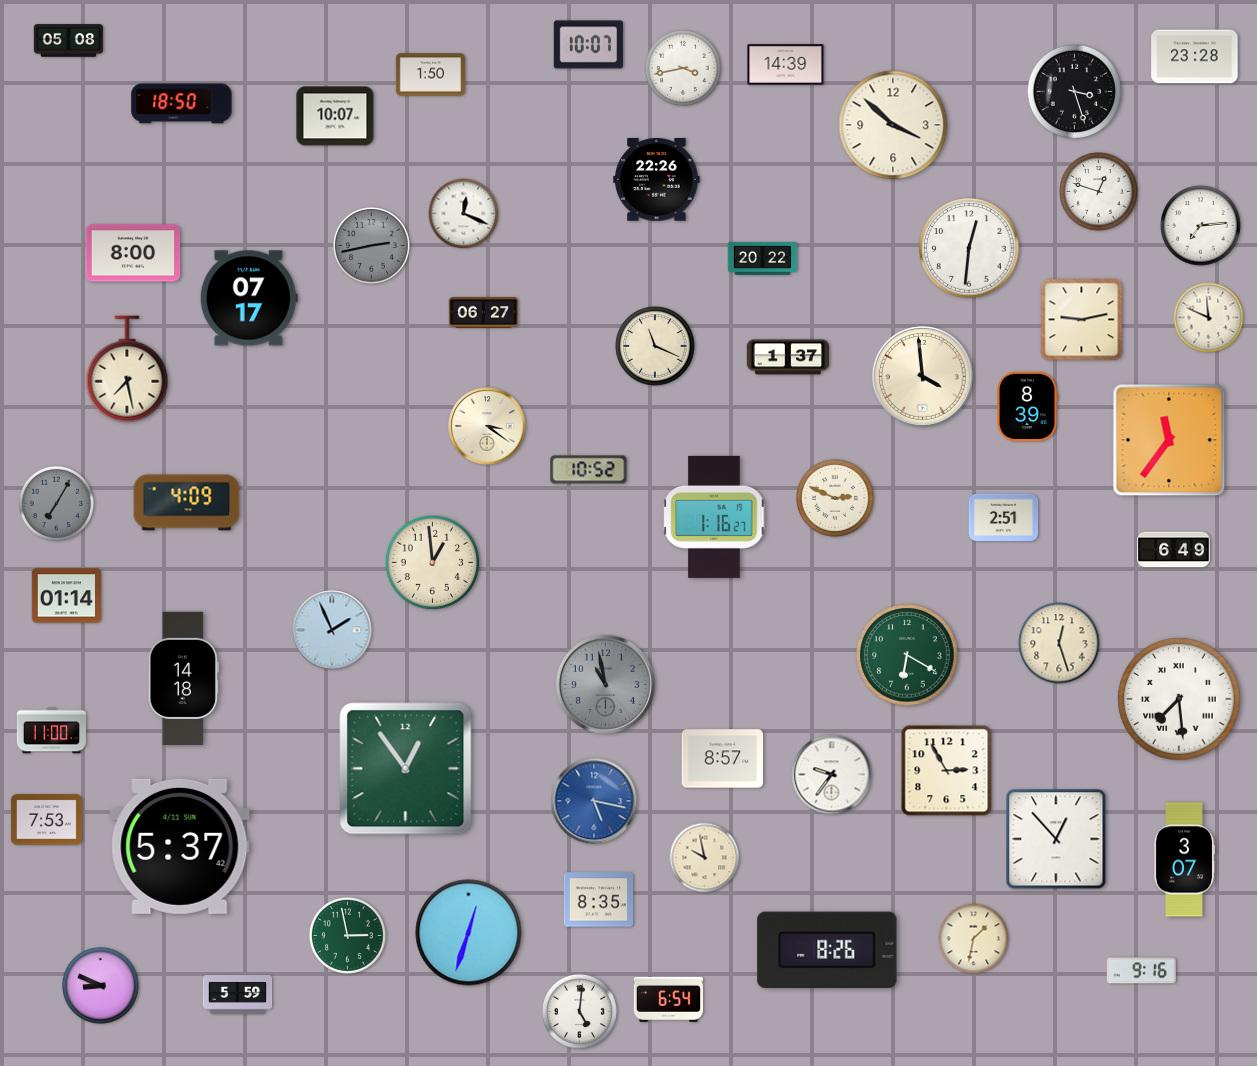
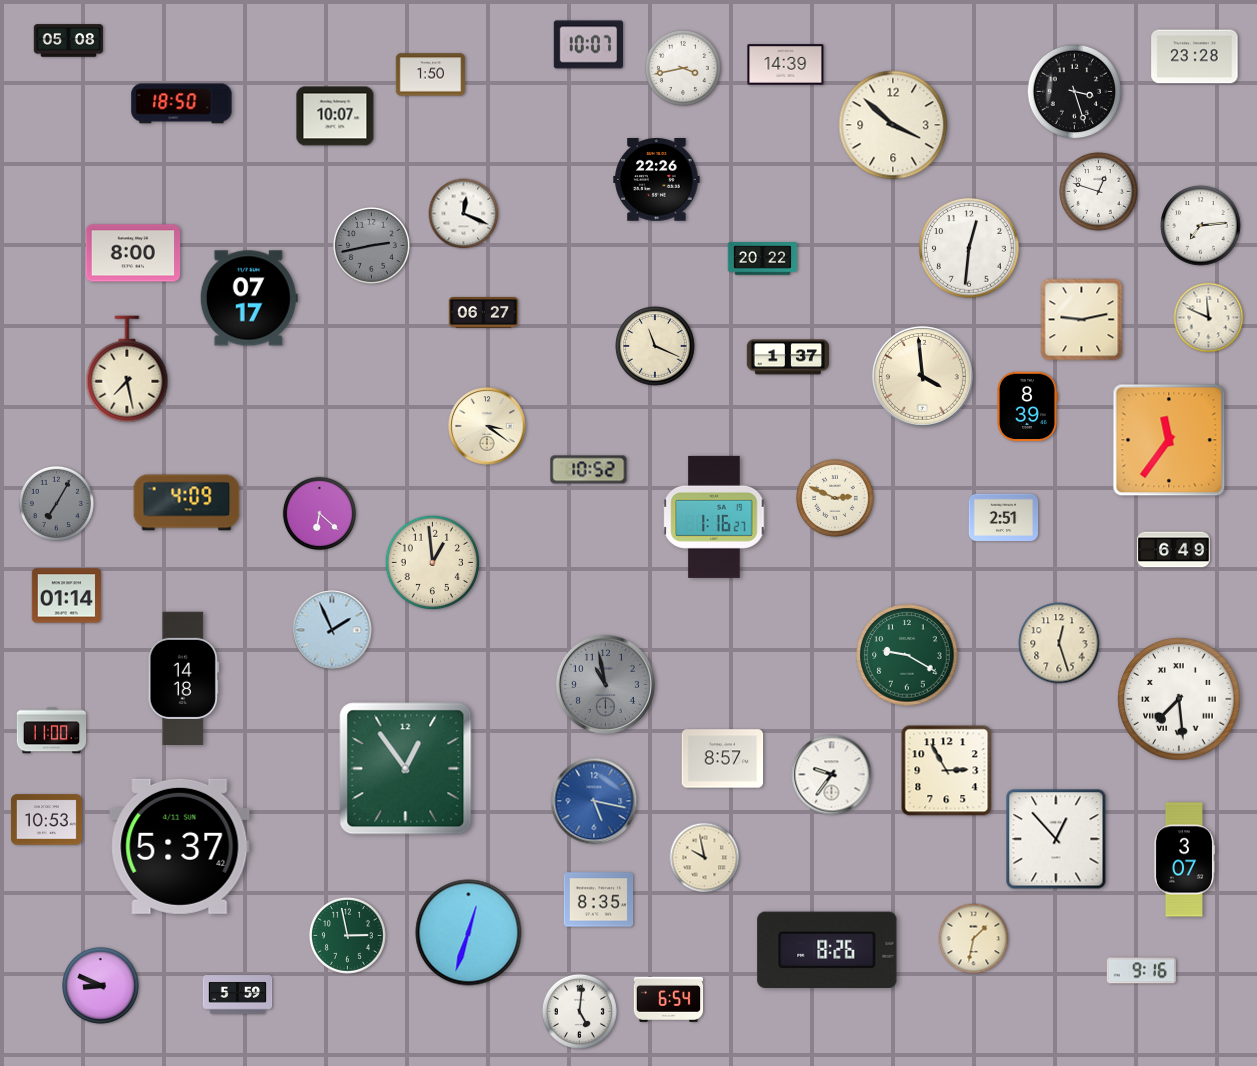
clock at (320, 514): none -> 6:22
clock at (907, 655): 6:20 -> 9:20
clock at (46, 820): 7:53 -> 10:53
